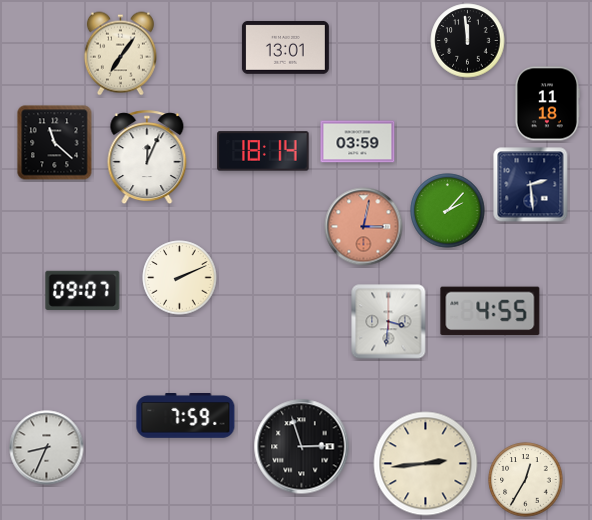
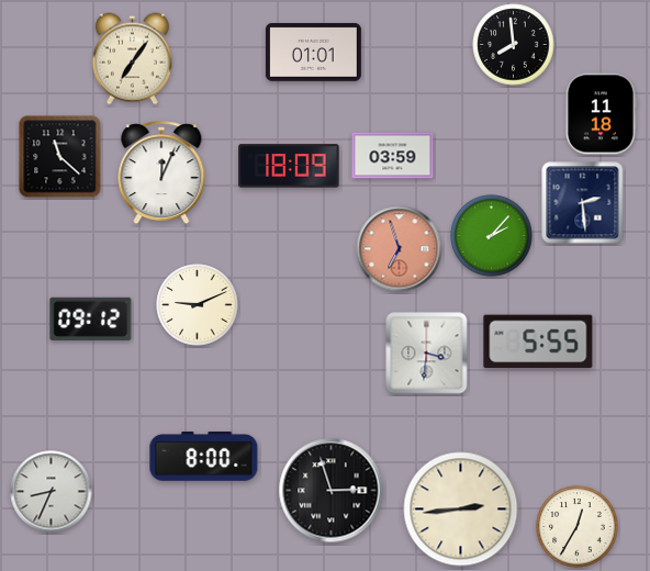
clock at (468, 41): 11:59 -> 7:59
clock at (285, 47): 13:01 -> 01:01
clock at (263, 151): 18:14 -> 18:09
clock at (448, 211) position: (448, 211) -> (492, 236)
clock at (364, 227): 3:02 -> 6:57
clock at (180, 278): 2:11 -> 9:11
clock at (83, 290): 09:07 -> 09:12
clock at (490, 311): 4:55 -> 5:55
clock at (186, 416): 7:59 -> 8:00
clock at (426, 464) position: (426, 464) -> (461, 510)
